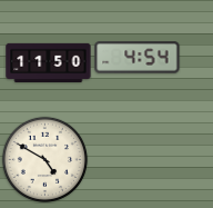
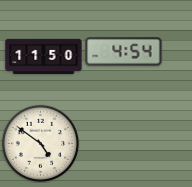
clock at (44, 159): 4:50 -> 4:51
